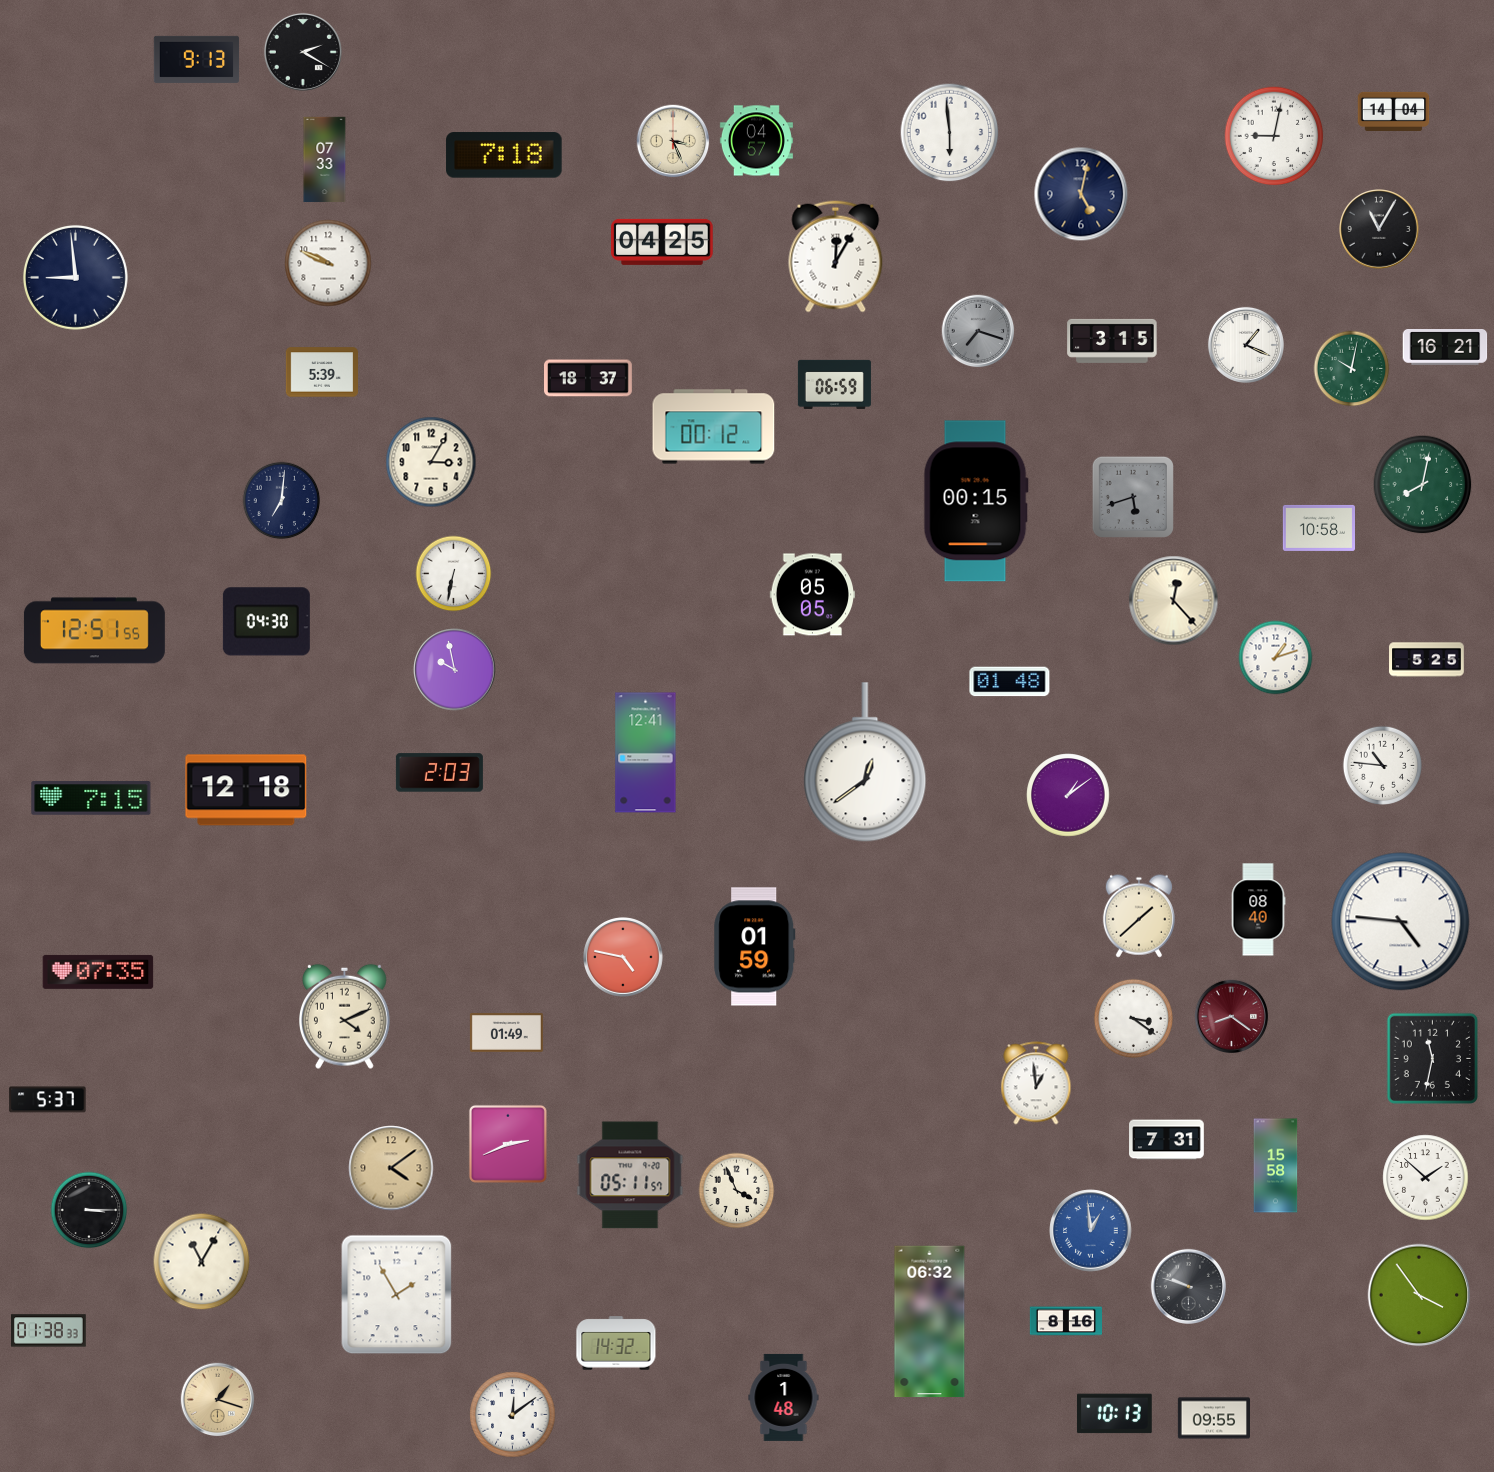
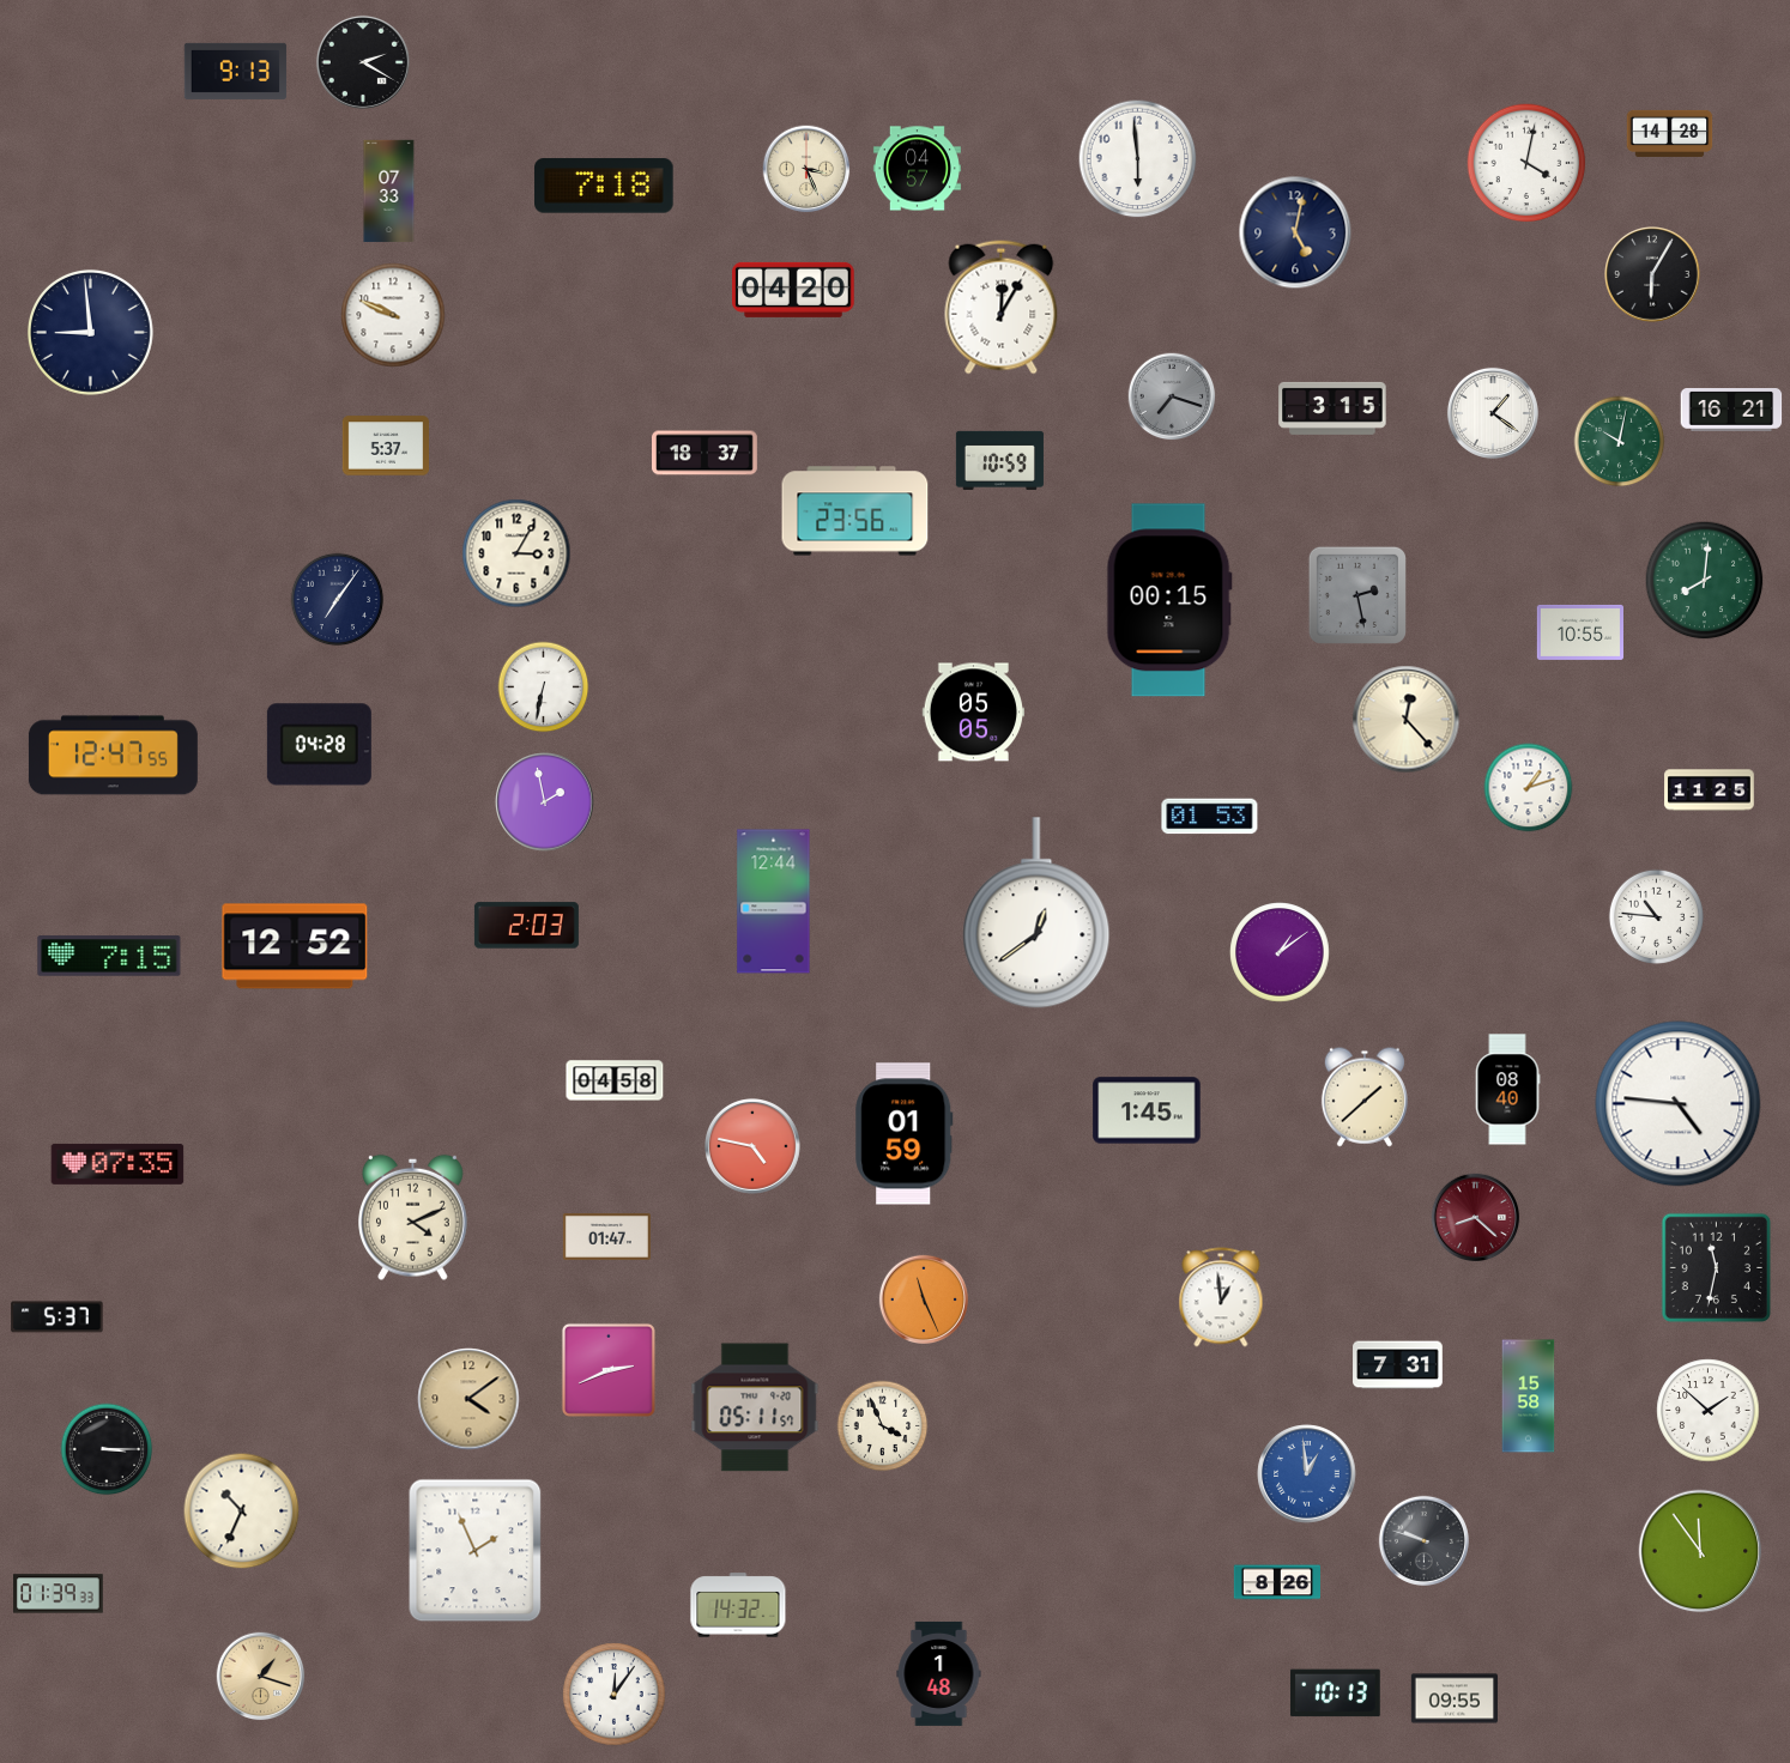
clock at (1394, 111): 14:04 -> 14:28
clock at (1274, 136): 9:02 -> 4:02
clock at (756, 141) position: (756, 141) -> (917, 169)
clock at (1380, 230): 11:05 -> 6:05
clock at (663, 242): 04:25 -> 04:20
clock at (1246, 345): 1:19 -> 1:21
clock at (1445, 347) position: (1445, 347) -> (1731, 410)
clock at (321, 372): 5:39 -> 5:37
clock at (834, 384): 06:59 -> 10:59
clock at (714, 427): 00:12 -> 23:56
clock at (1423, 485): 8:02 -> 8:01
clock at (1133, 497): 5:42 -> 2:28
clock at (282, 501): 7:01 -> 7:06
clock at (1318, 528): 10:58 -> 10:55
clock at (266, 622): 04:30 -> 04:28
clock at (94, 631): 12:51 -> 12:47
clock at (1427, 660): 5:25 -> 11:25
clock at (455, 670): 9:58 -> 1:58
clock at (1010, 682): 01:48 -> 01:53
clock at (646, 753): 12:41 -> 12:44
clock at (246, 790): 12:18 -> 12:52
clock at (615, 1080): none -> 04:58
clock at (1147, 1110): none -> 1:45
clock at (624, 958) position: (624, 958) -> (754, 1147)
clock at (1232, 1017): 8:21 -> 8:22
clock at (1133, 1018): 3:21 -> none
clock at (506, 1033): 01:49 -> 01:47
clock at (1036, 1083) position: (1036, 1083) -> (1221, 1297)
clock at (923, 1298): none -> 11:26
clock at (202, 1262): 11:05 -> 10:34
clock at (397, 1295): 1:55 -> 1:56
clock at (1419, 1295): 3:54 -> 11:54
clock at (1065, 1321): 8:16 -> 8:26
clock at (930, 1322): 06:32 -> none
clock at (49, 1331): 01:38 -> 01:39
clock at (616, 1343) position: (616, 1343) -> (738, 1605)
clock at (513, 1415): 12:09 -> 12:06
